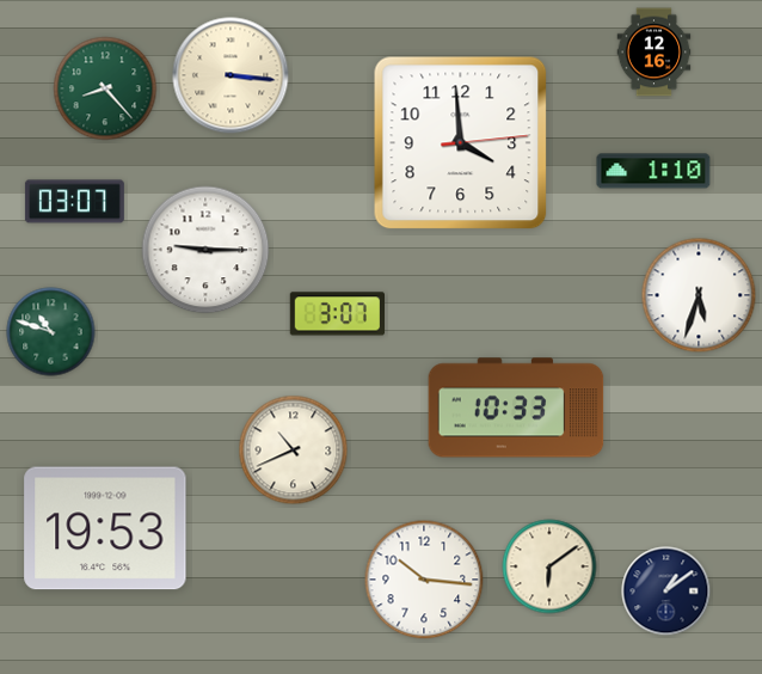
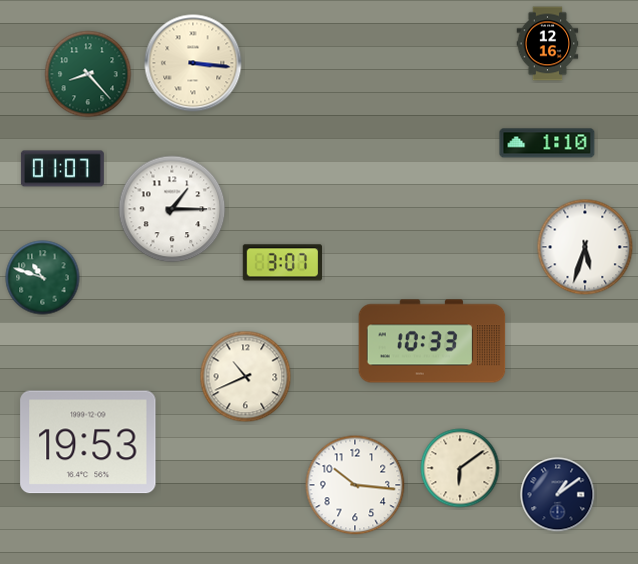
clock at (461, 143): 3:59 -> none
clock at (74, 202): 03:07 -> 01:07
clock at (205, 250): 9:15 -> 1:15
clock at (549, 566) position: (549, 566) -> (460, 468)
